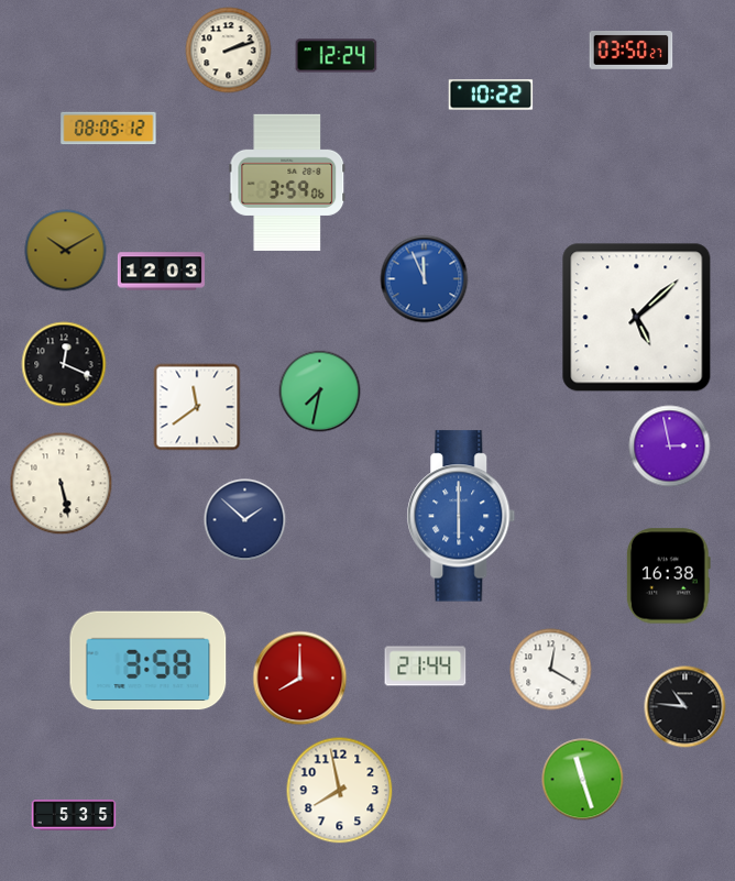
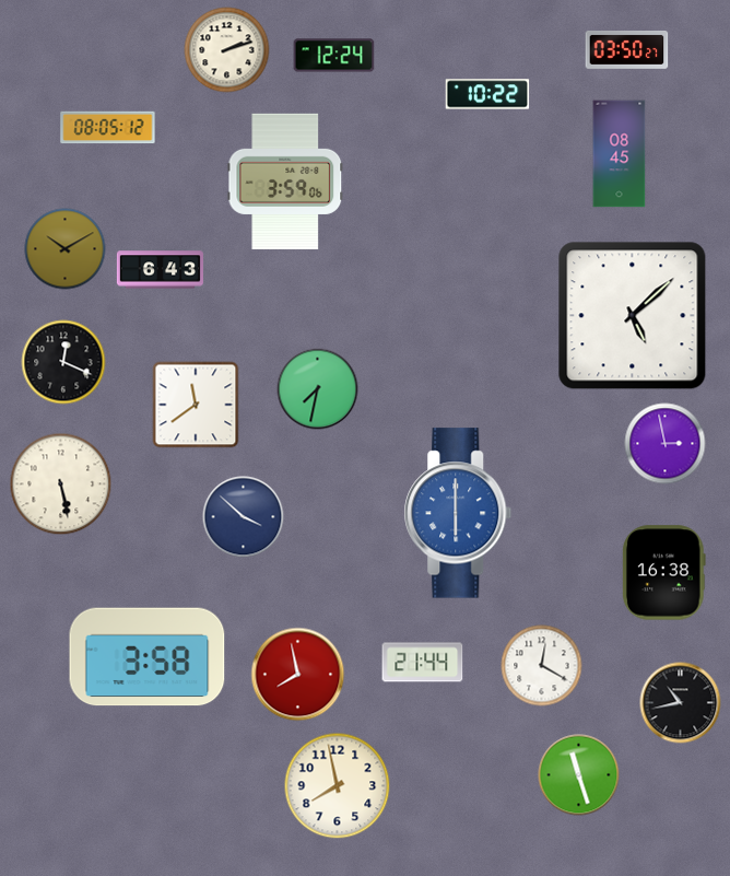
clock at (620, 154): none -> 08:45
clock at (161, 272): 12:03 -> 6:43
clock at (425, 279): 11:56 -> none
clock at (62, 484) position: (62, 484) -> (61, 484)
clock at (245, 520): 1:52 -> 3:52
clock at (551, 670) position: (551, 670) -> (542, 666)
clock at (300, 679): 8:00 -> 7:58
clock at (685, 707): 10:46 -> 10:43
clock at (74, 815): 5:35 -> none
